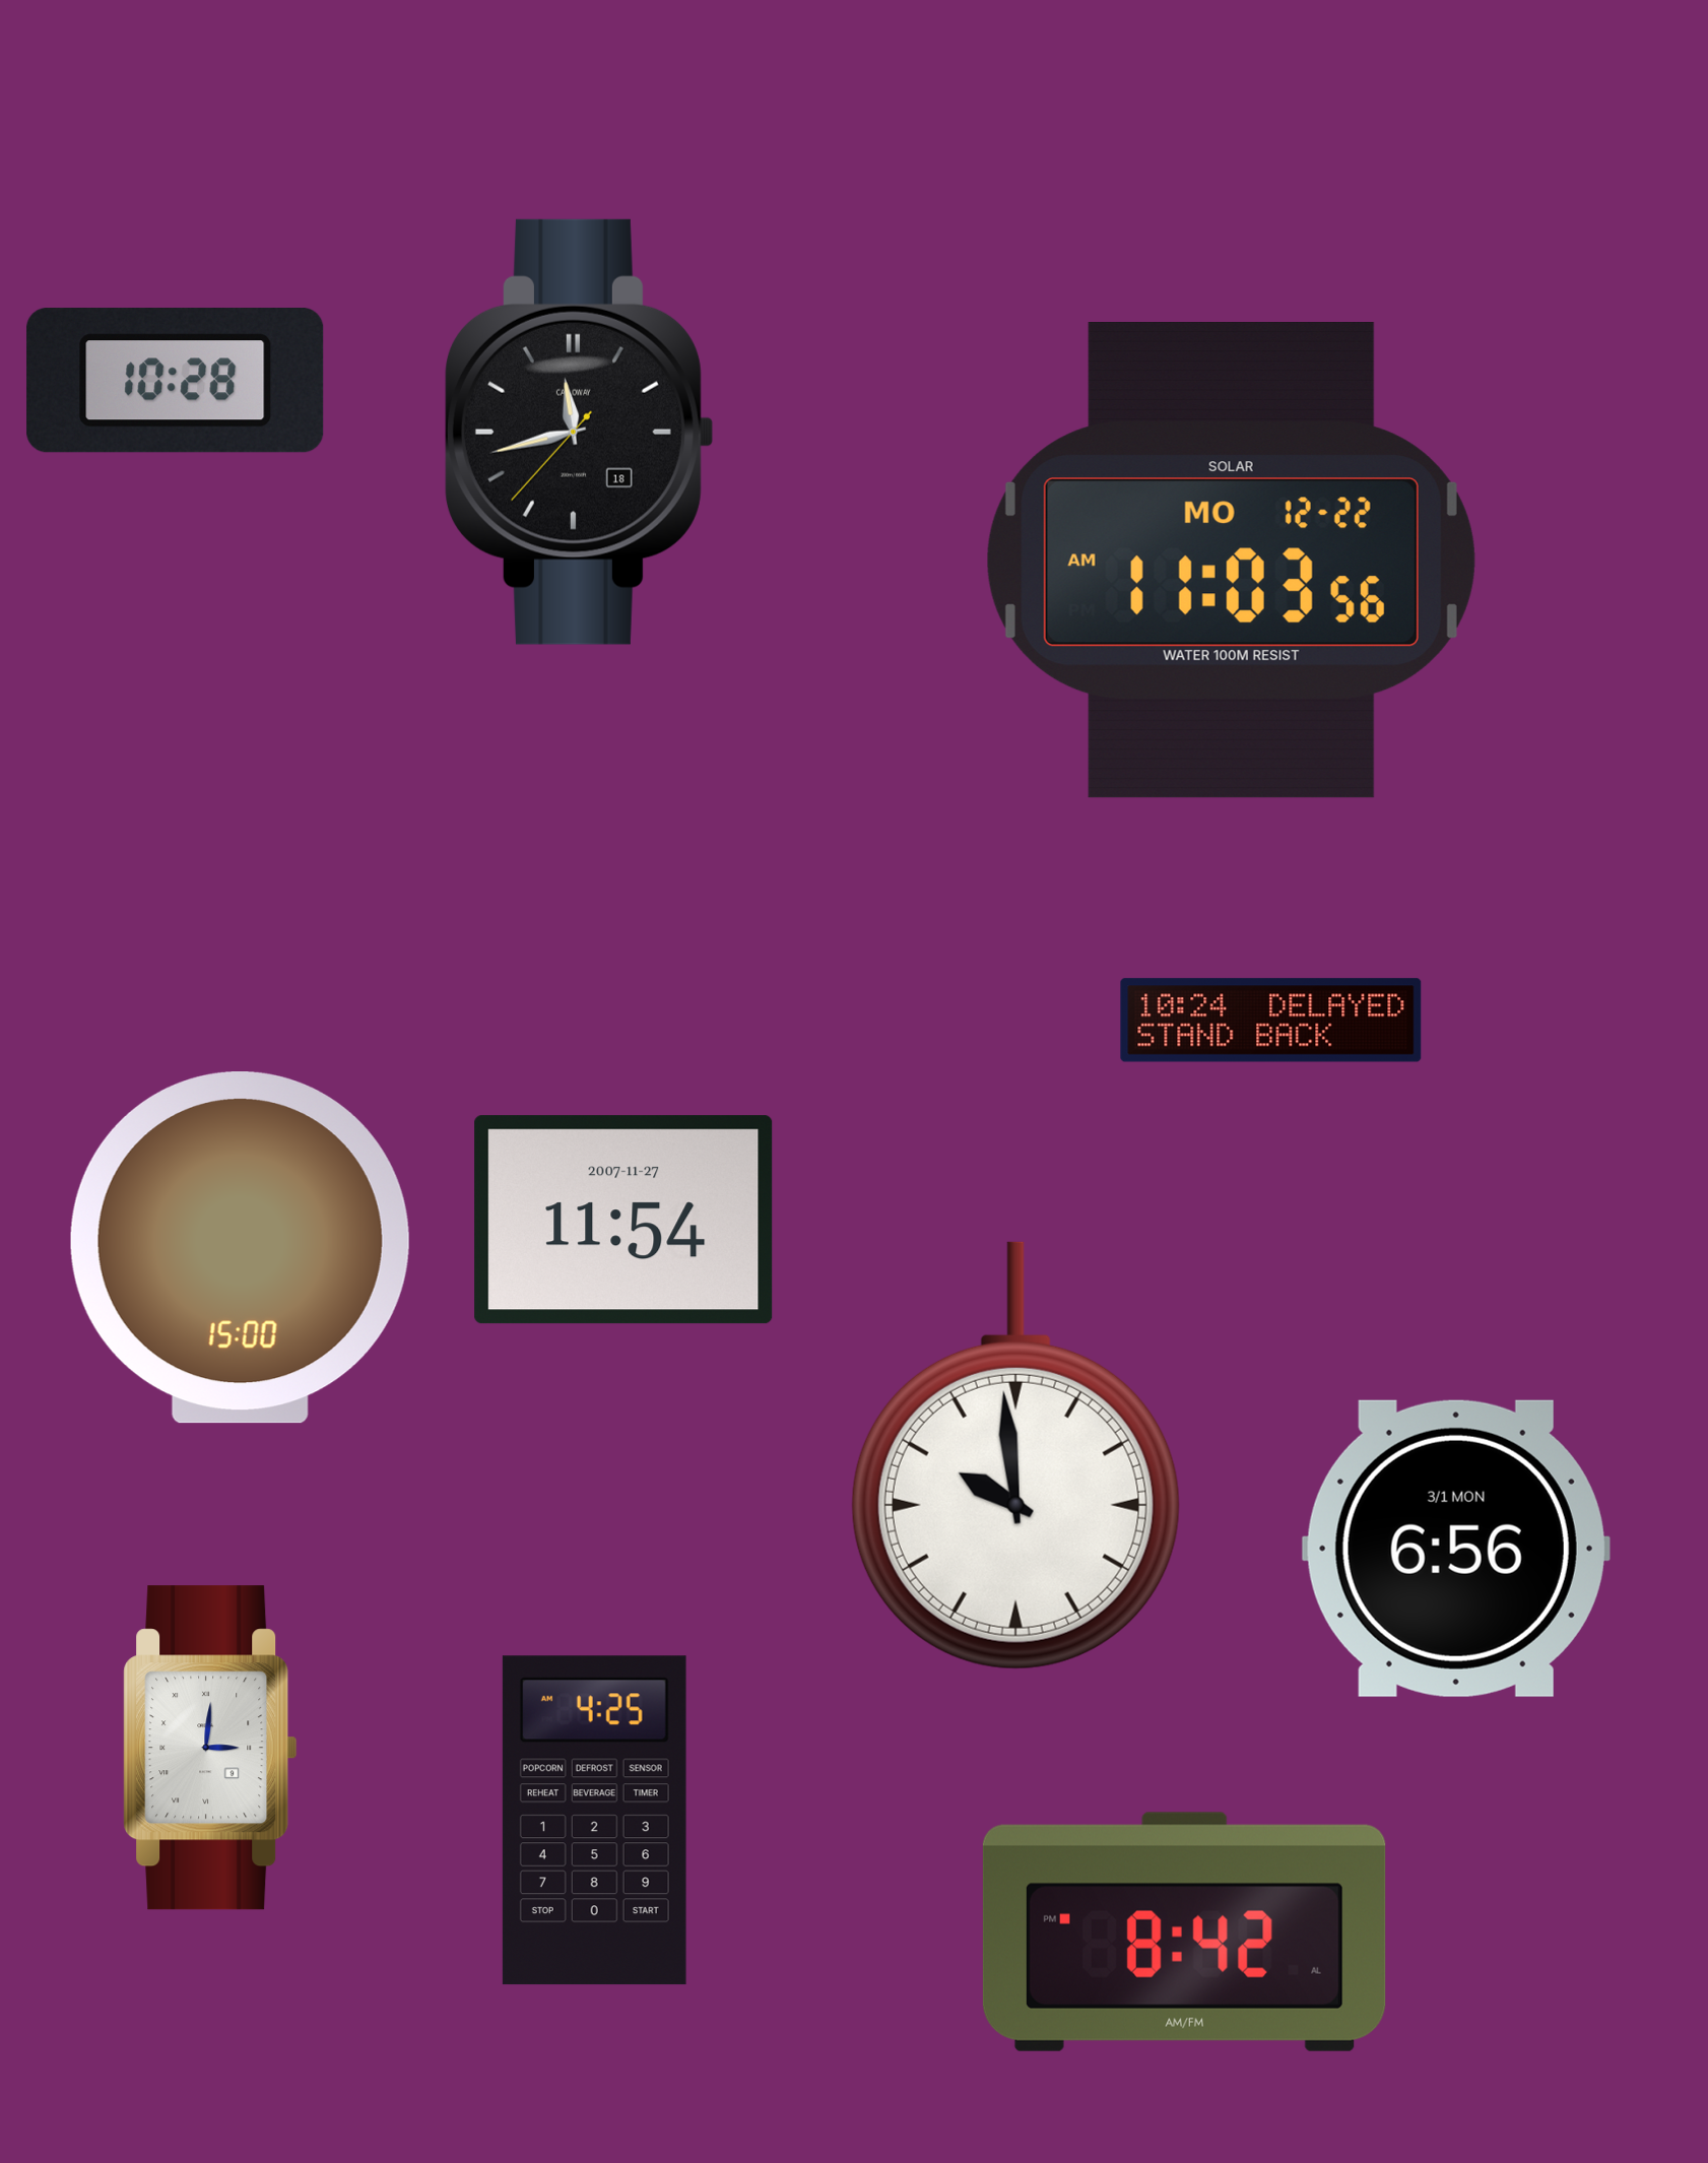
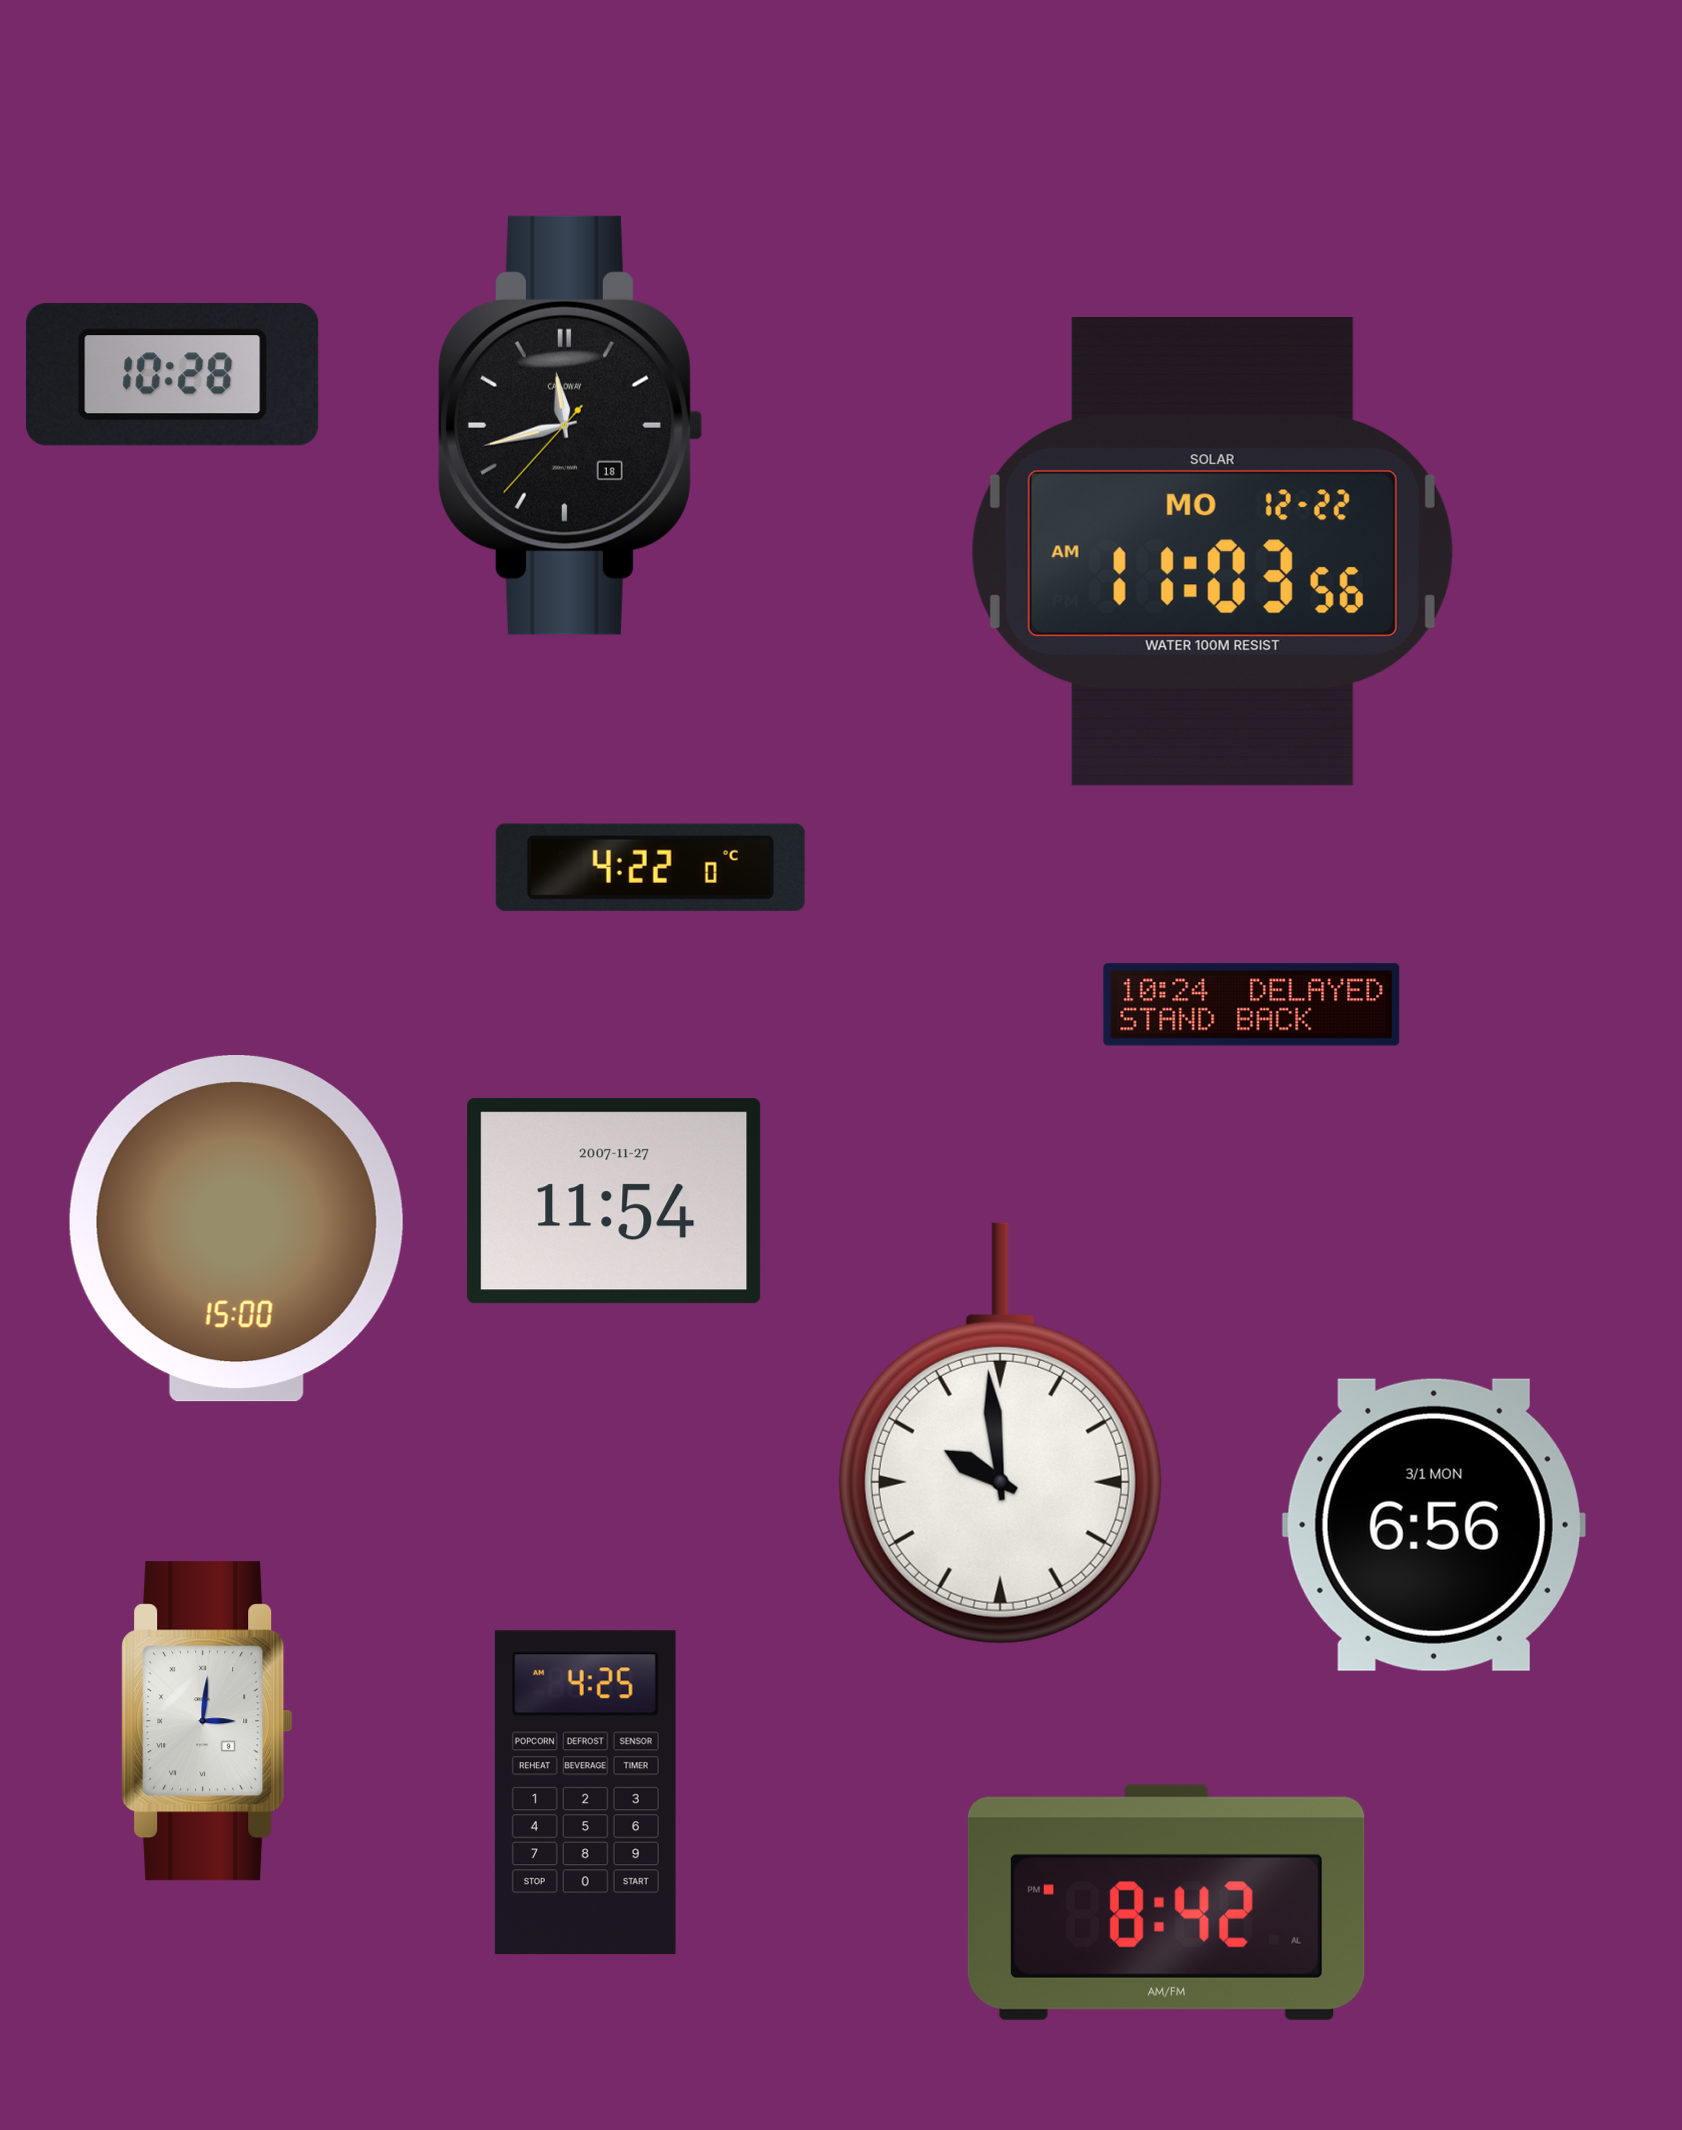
clock at (650, 867): none -> 4:22
